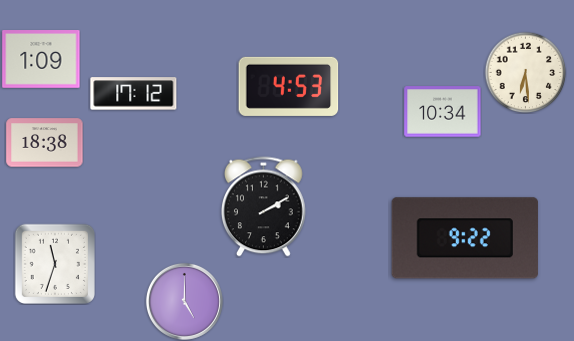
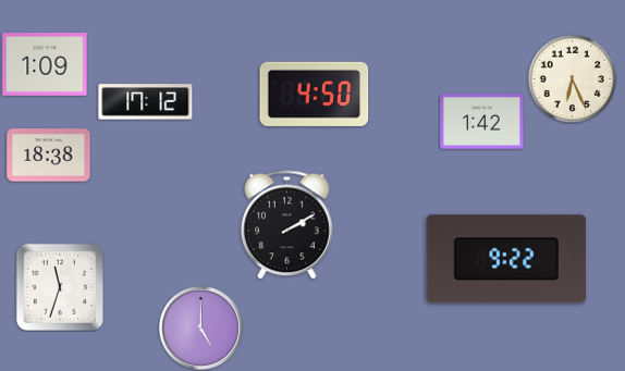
clock at (525, 72): 6:29 -> 6:26
clock at (289, 86): 4:53 -> 4:50
clock at (443, 112): 10:34 -> 1:42
